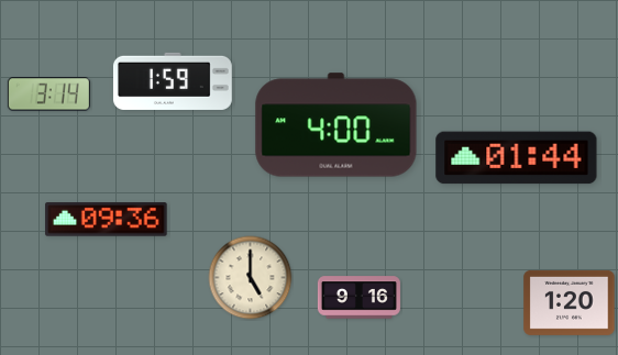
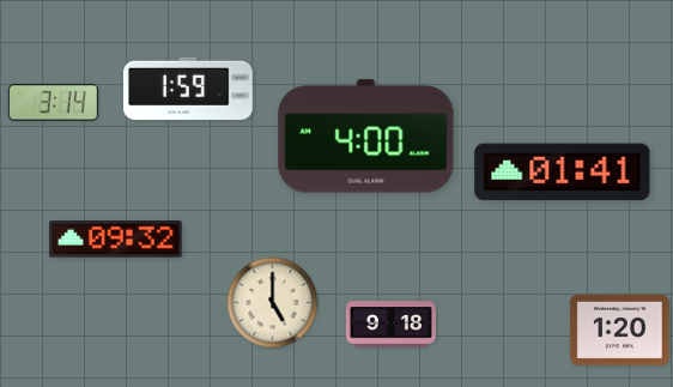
clock at (517, 158): 01:44 -> 01:41
clock at (107, 220): 09:36 -> 09:32
clock at (358, 298): 9:16 -> 9:18
